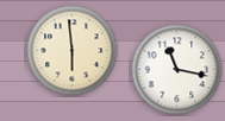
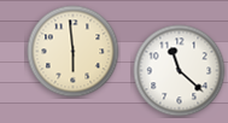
clock at (177, 70): 11:17 -> 11:22
